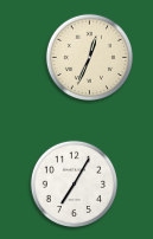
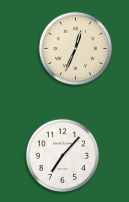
clock at (74, 185): 7:05 -> 7:07
